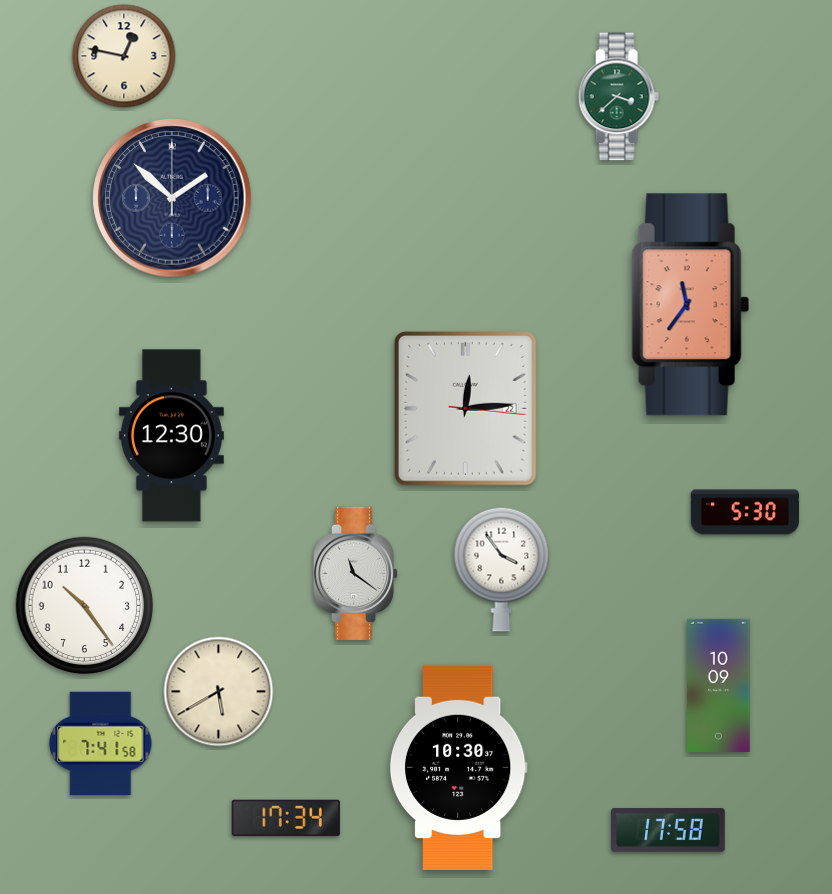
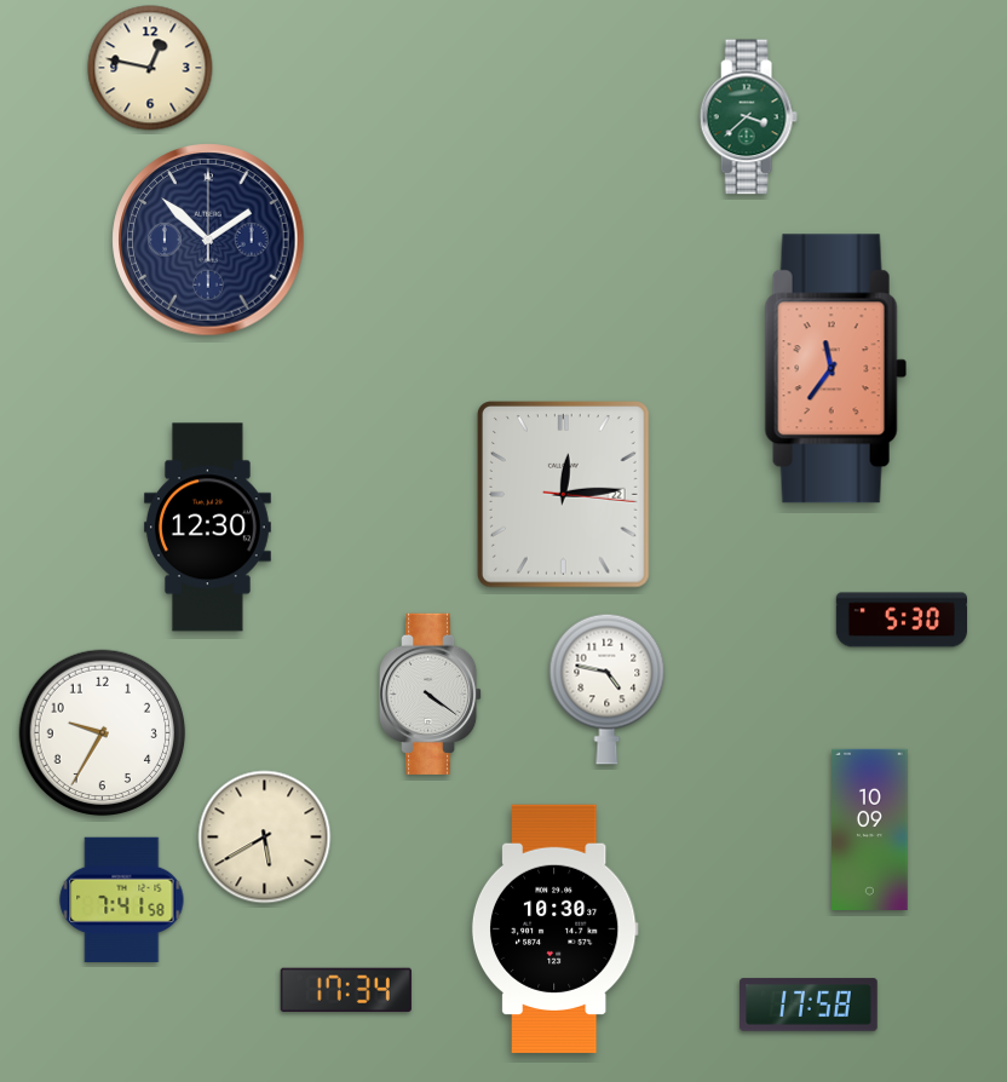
clock at (502, 569): 3:54 -> 4:47
clock at (357, 573): 11:21 -> 4:21
clock at (85, 606): 10:24 -> 9:35
